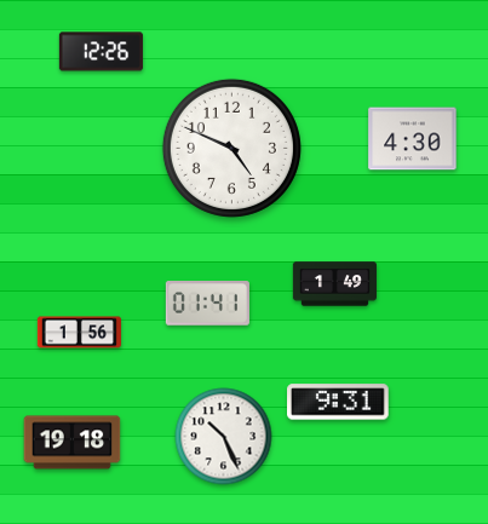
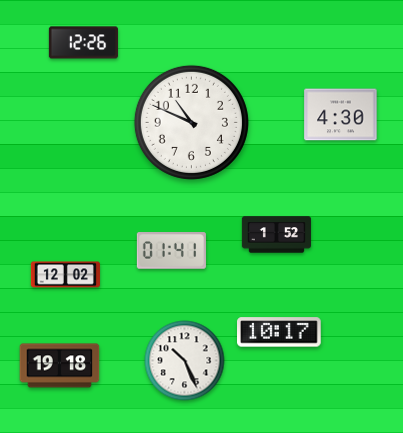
clock at (231, 148): 4:49 -> 10:49
clock at (334, 284): 1:49 -> 1:52
clock at (79, 333): 1:56 -> 12:02
clock at (339, 402): 9:31 -> 10:17
